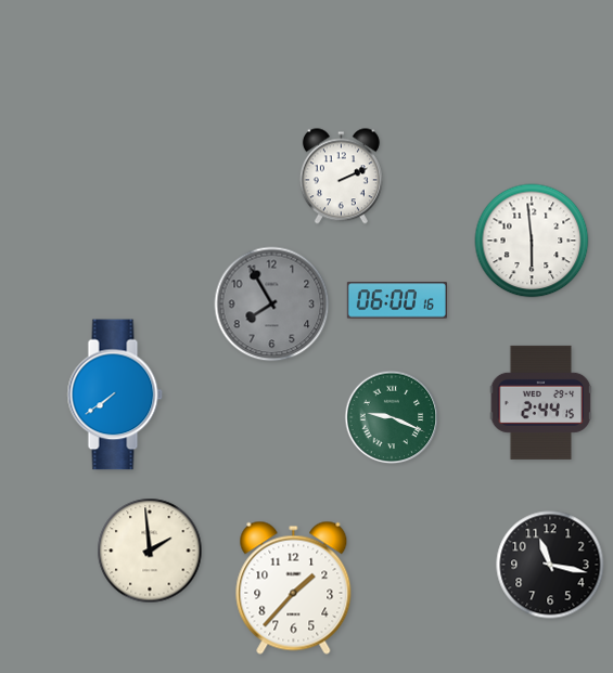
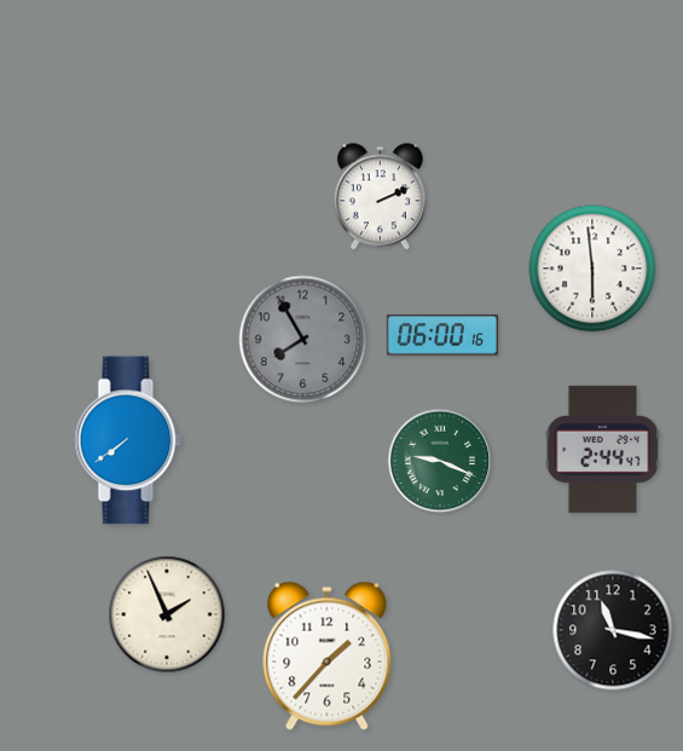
clock at (541, 402): 2:44:15 -> 2:44:47
clock at (392, 417) position: (392, 417) -> (440, 461)
clock at (150, 551): 1:59 -> 1:56
